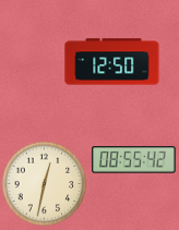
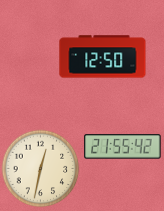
clock at (134, 160): 08:55 -> 21:55
